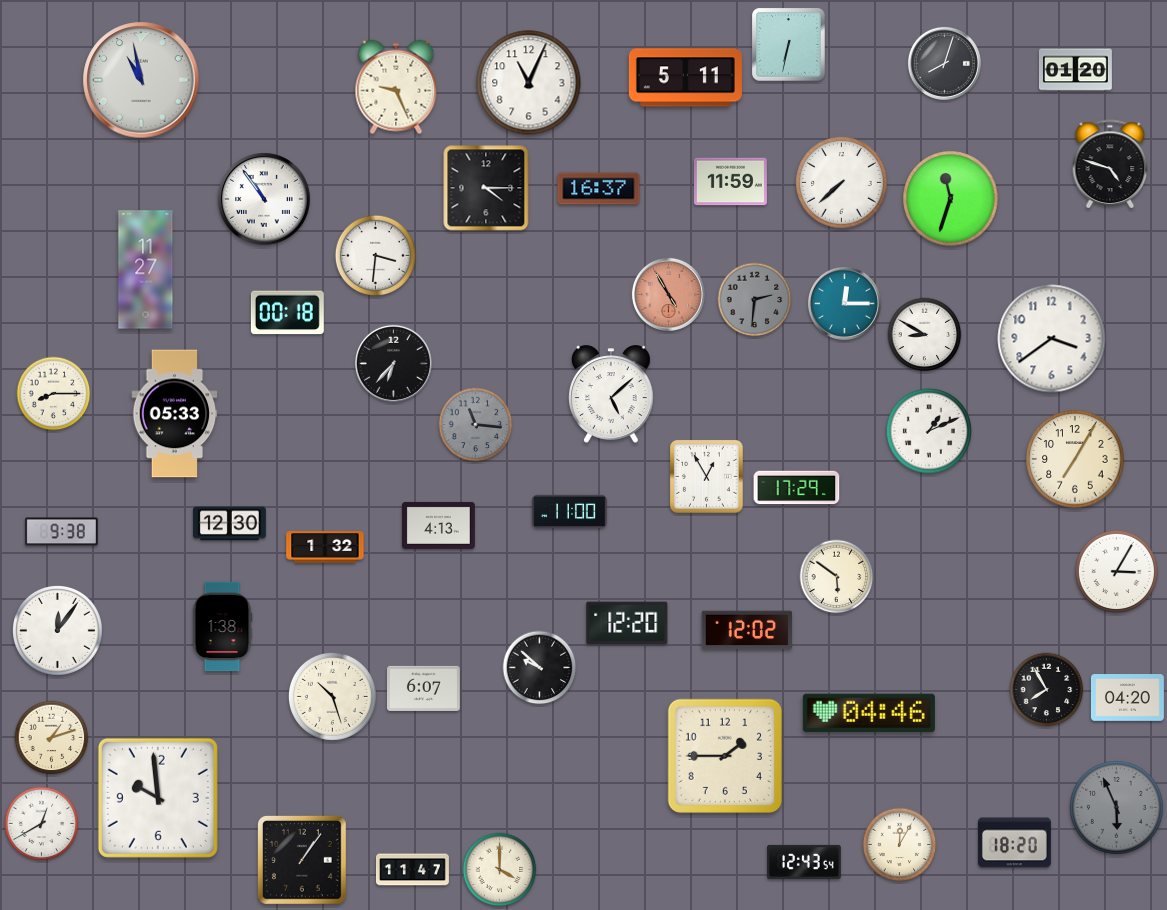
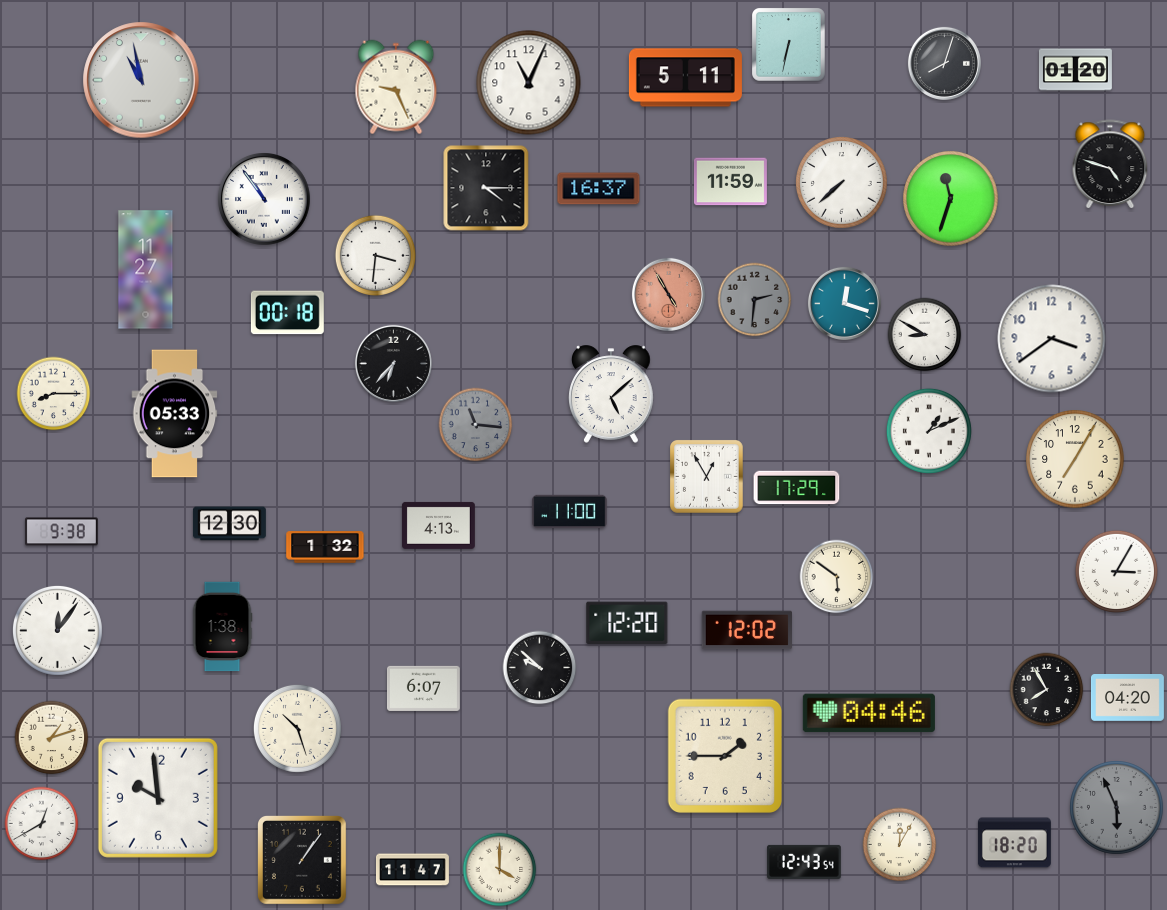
clock at (844, 303): 12:15 -> 12:18
clock at (332, 696) position: (332, 696) -> (297, 728)
